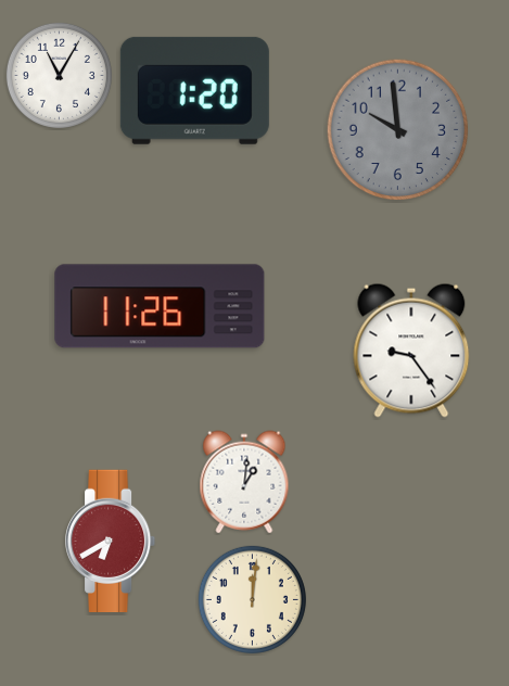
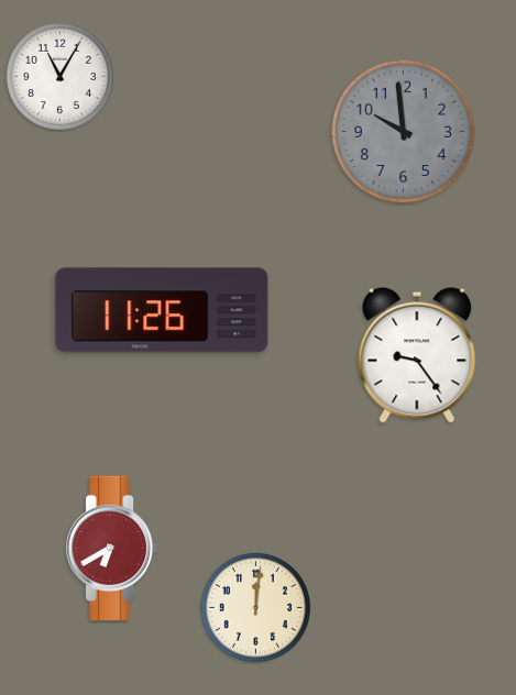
clock at (194, 90): 1:20 -> none
clock at (244, 482): 1:01 -> none
